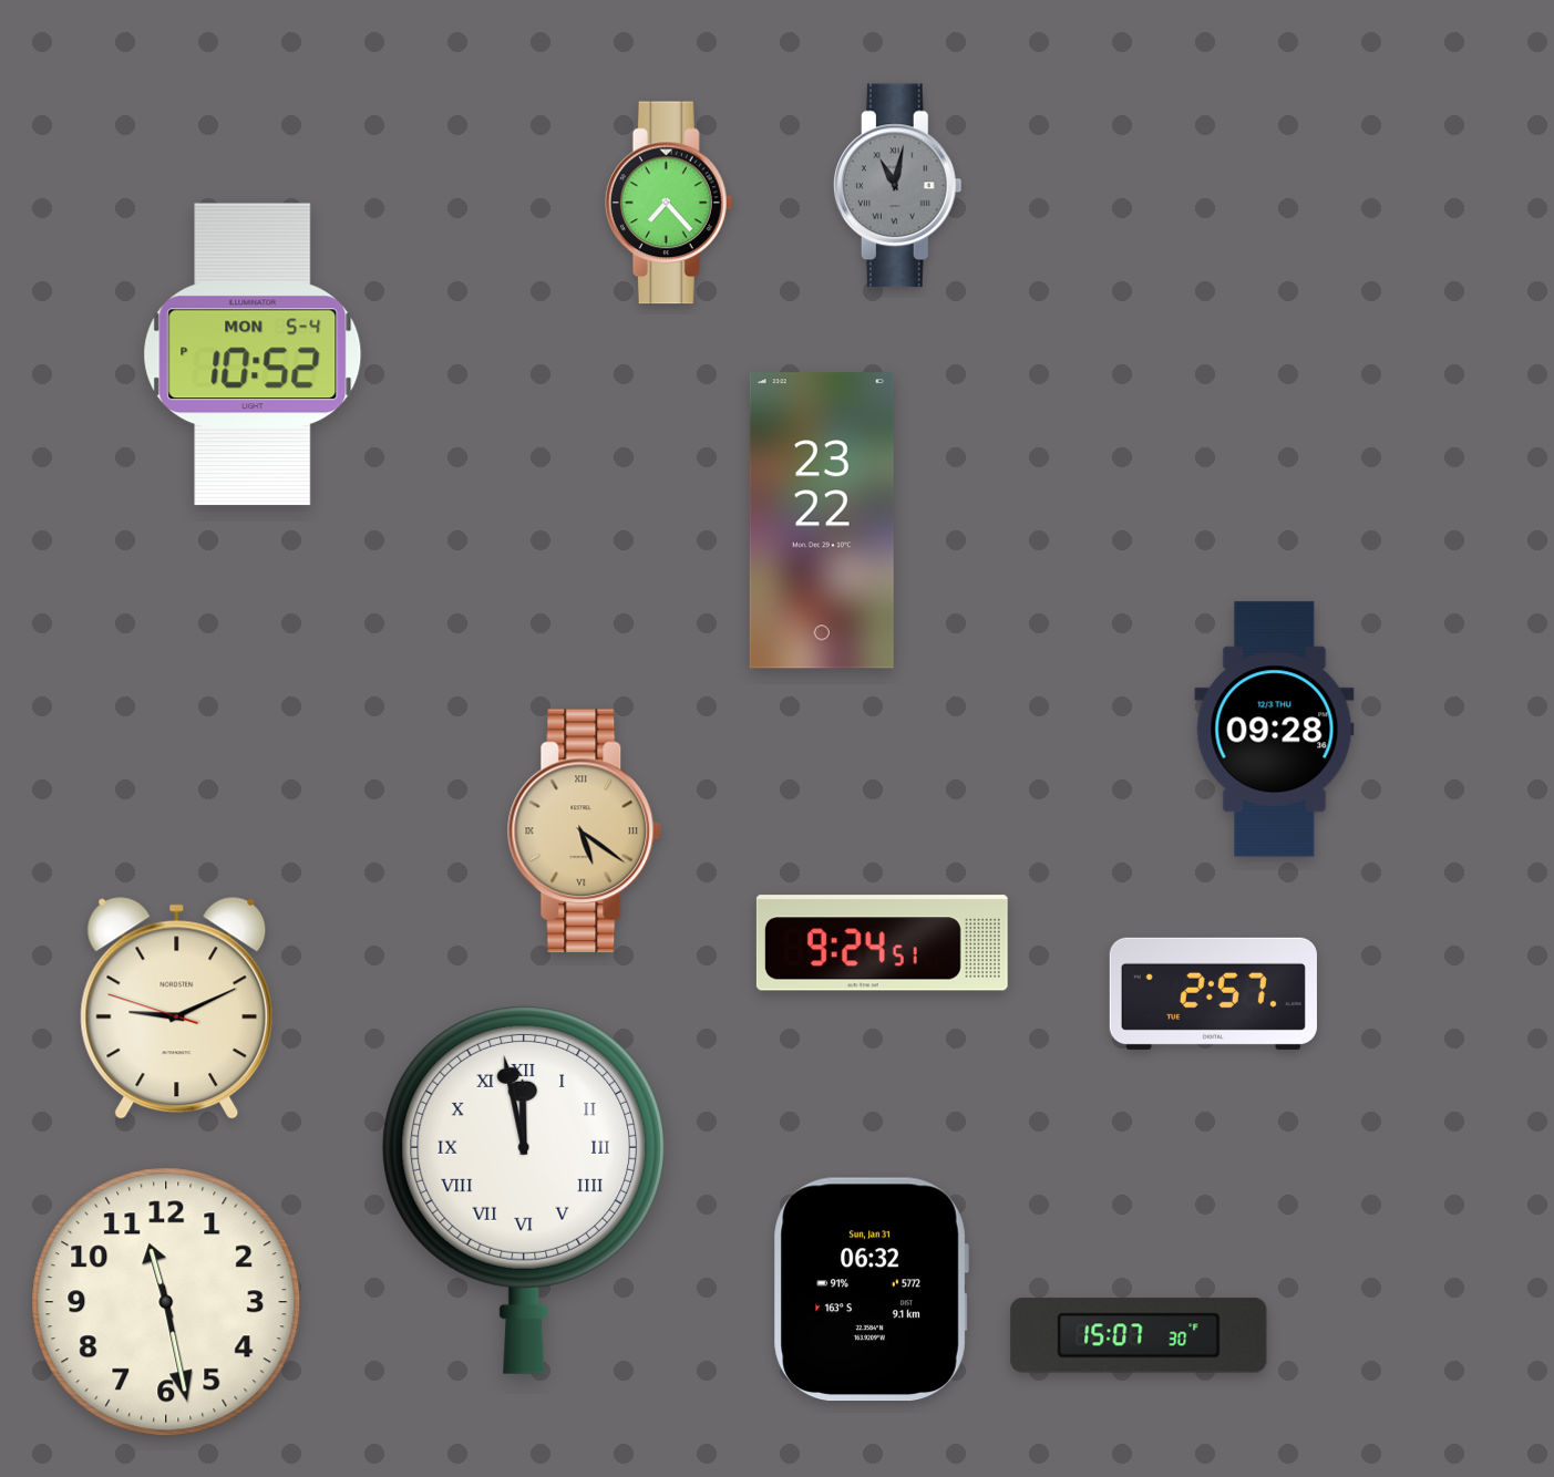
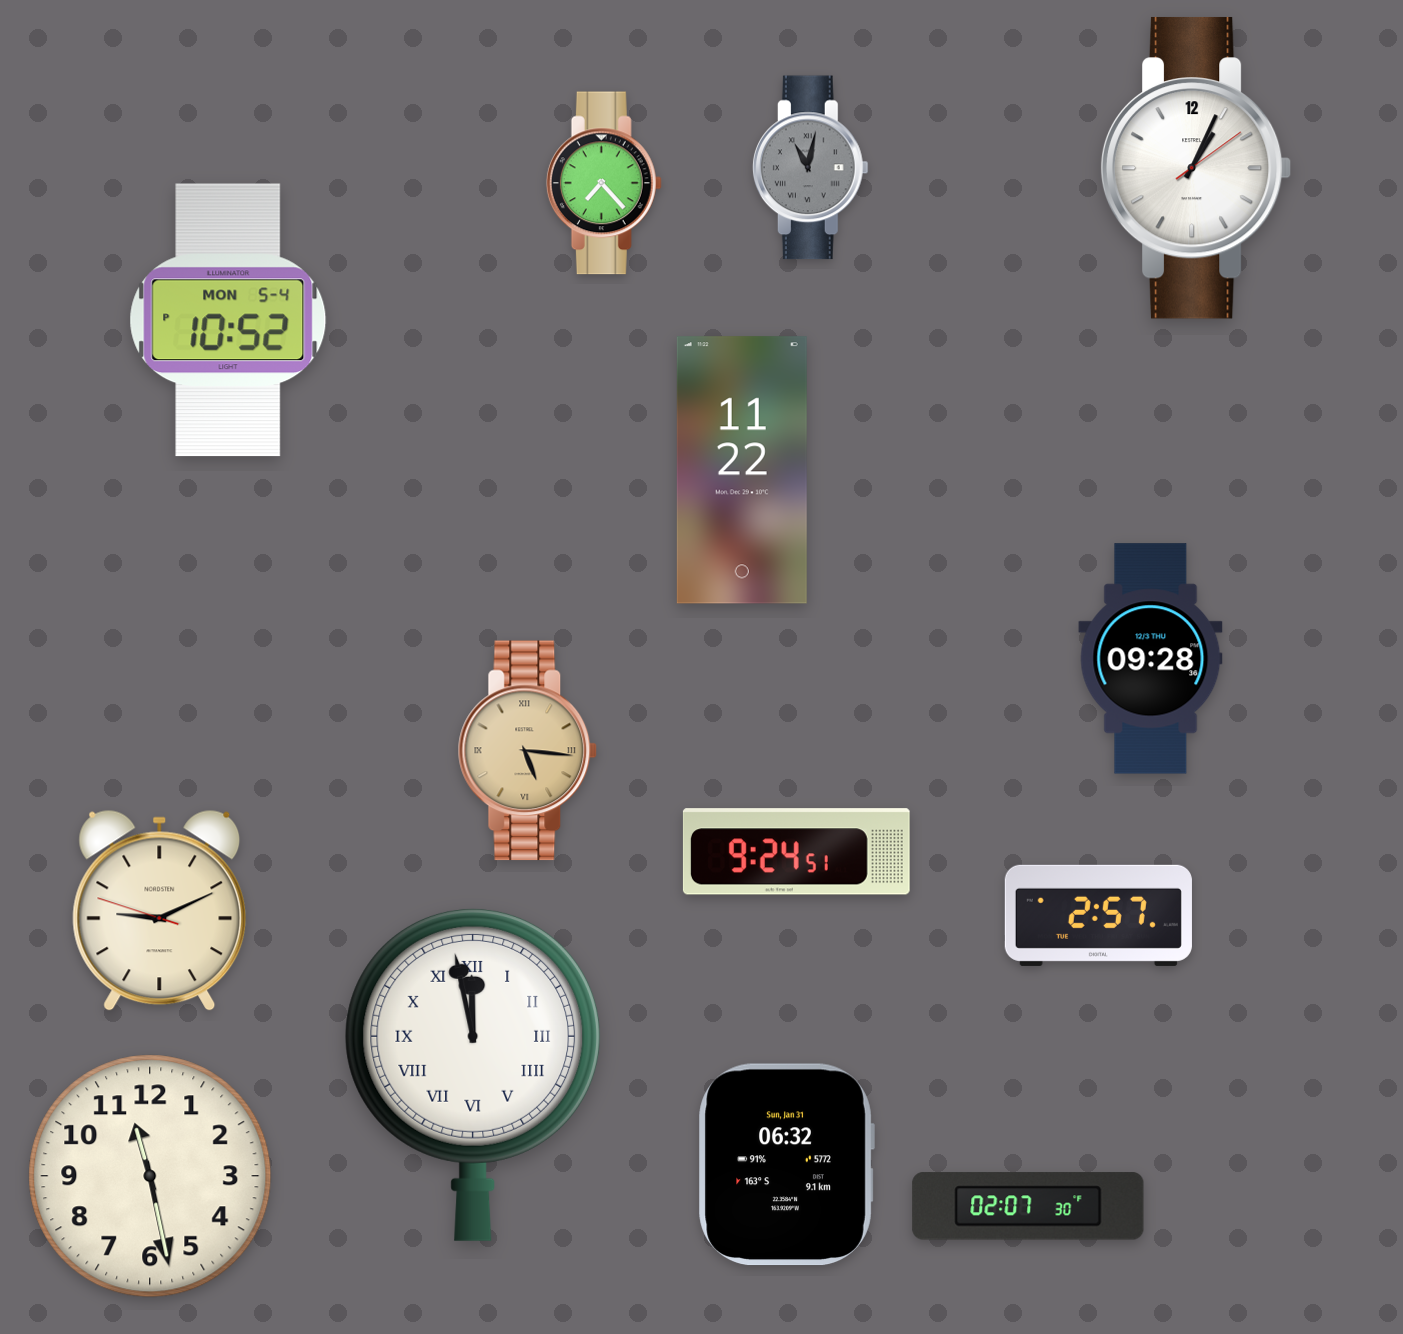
clock at (1196, 168): none -> 1:04
clock at (822, 520): 23:22 -> 11:22
clock at (585, 832): 5:21 -> 5:16
clock at (1213, 993) position: (1213, 993) -> (1098, 915)
clock at (1139, 1335): 15:07 -> 02:07
